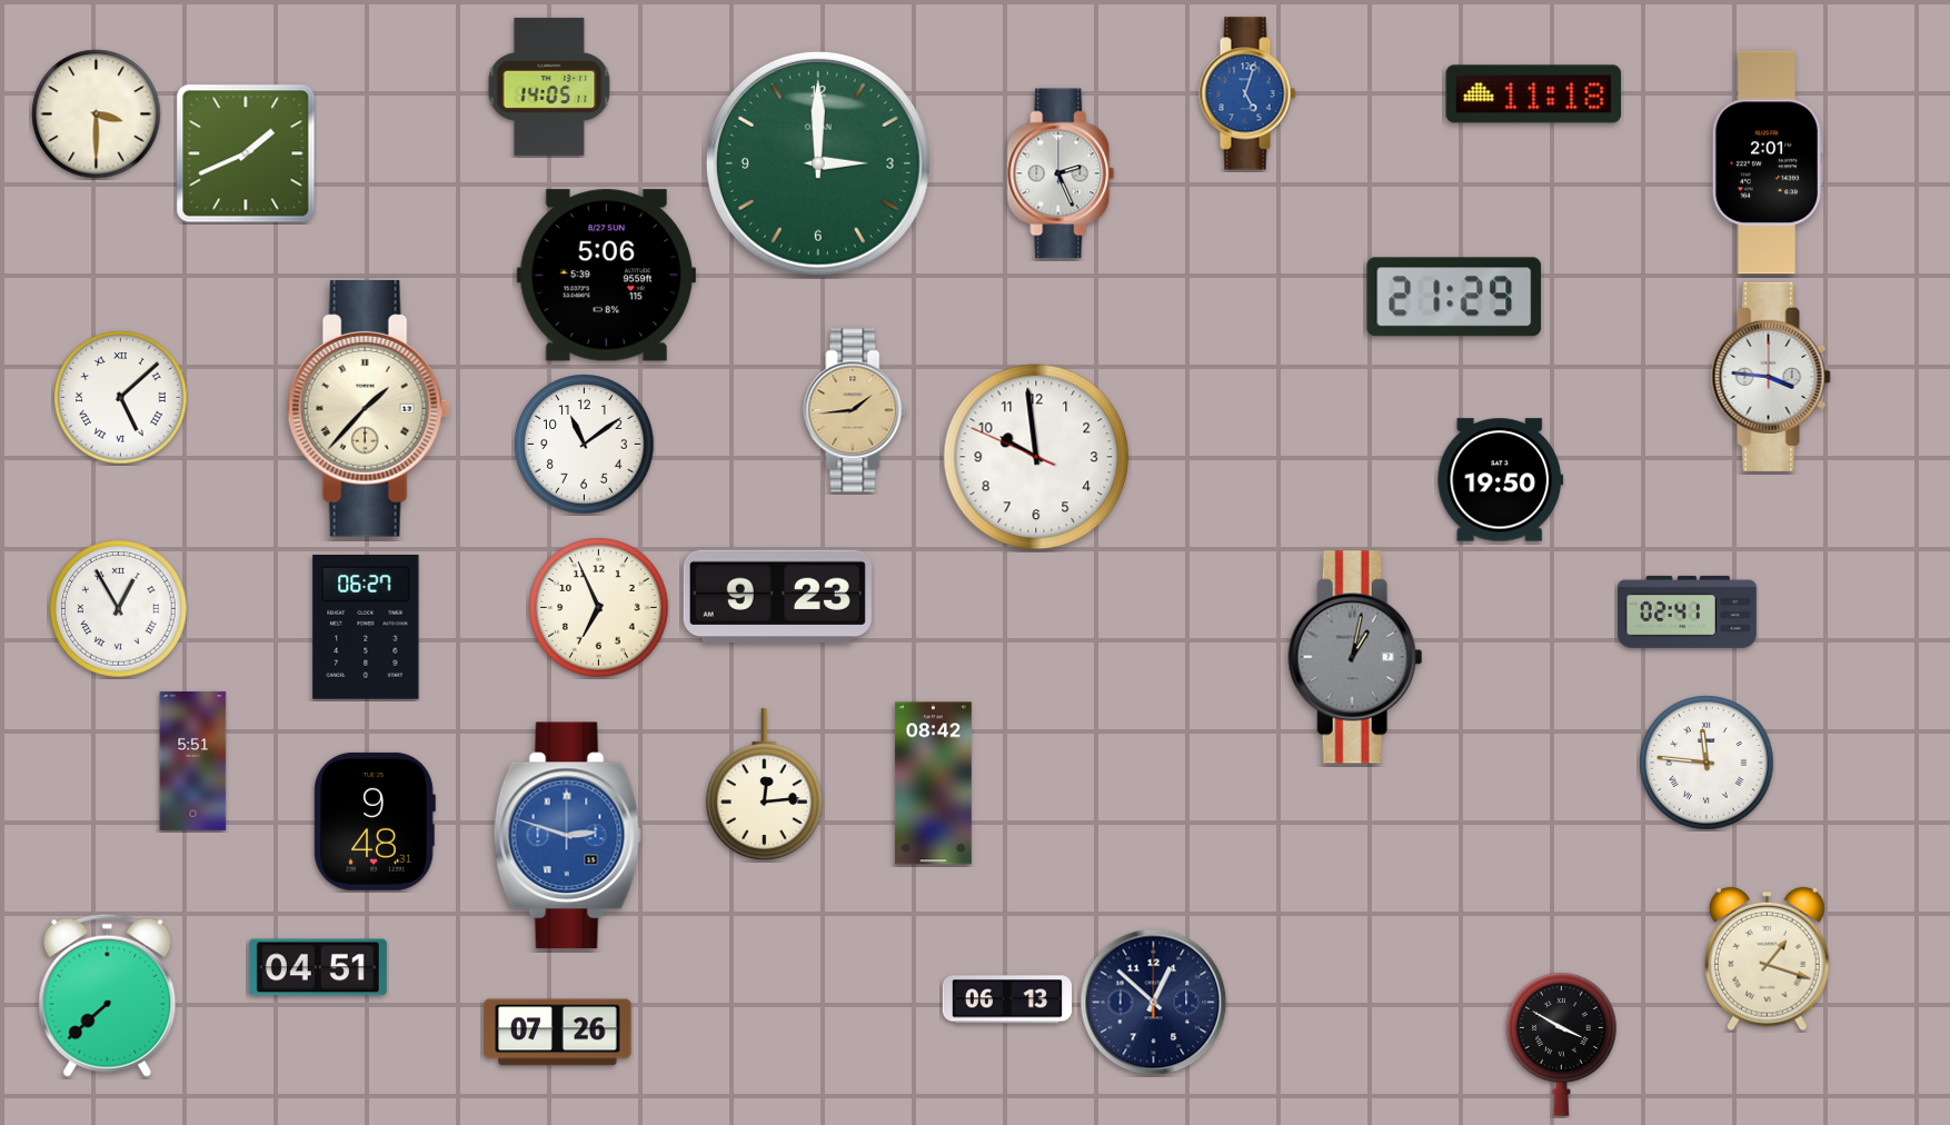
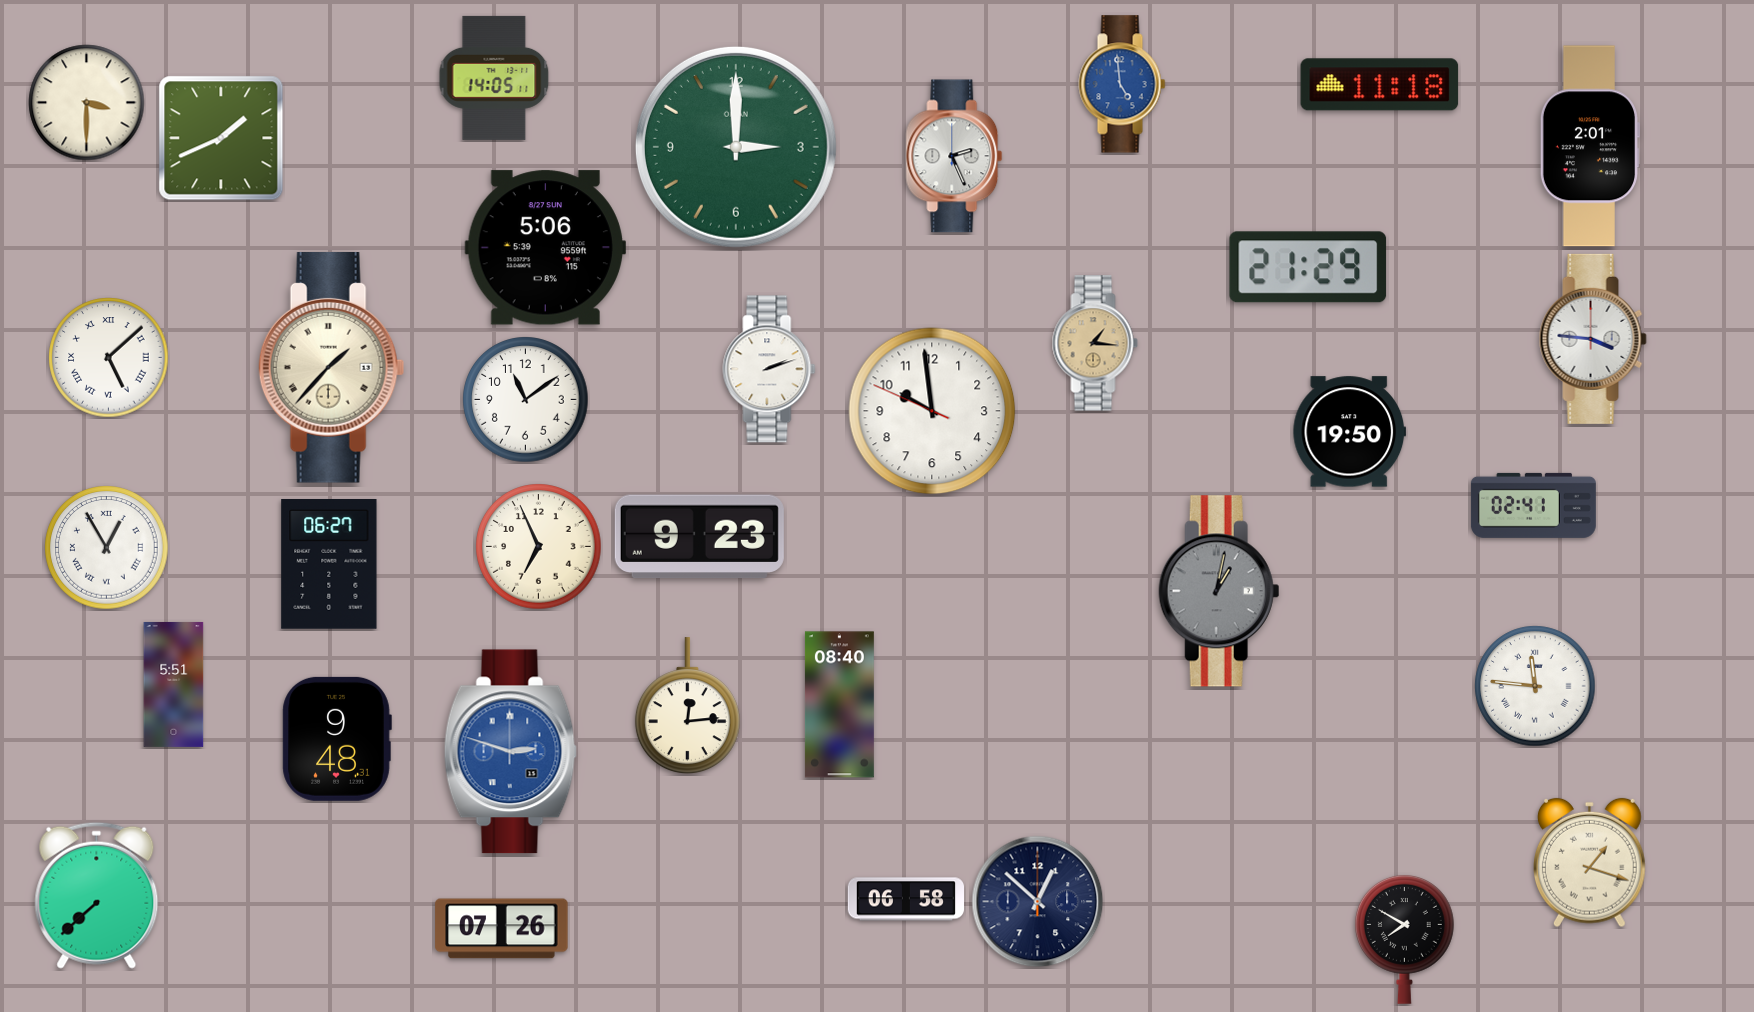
clock at (1247, 93): 5:03 -> 4:59
clock at (1095, 343): none -> 1:16
clock at (855, 410): 1:44 -> 2:12
clock at (855, 410) dial: champagne -> white
clock at (1687, 611) position: (1687, 611) -> (1533, 505)
clock at (933, 784): 08:42 -> 08:40
clock at (318, 967): 04:51 -> none
clock at (1007, 999): 06:13 -> 06:58
clock at (1561, 1045): 3:50 -> 7:50
